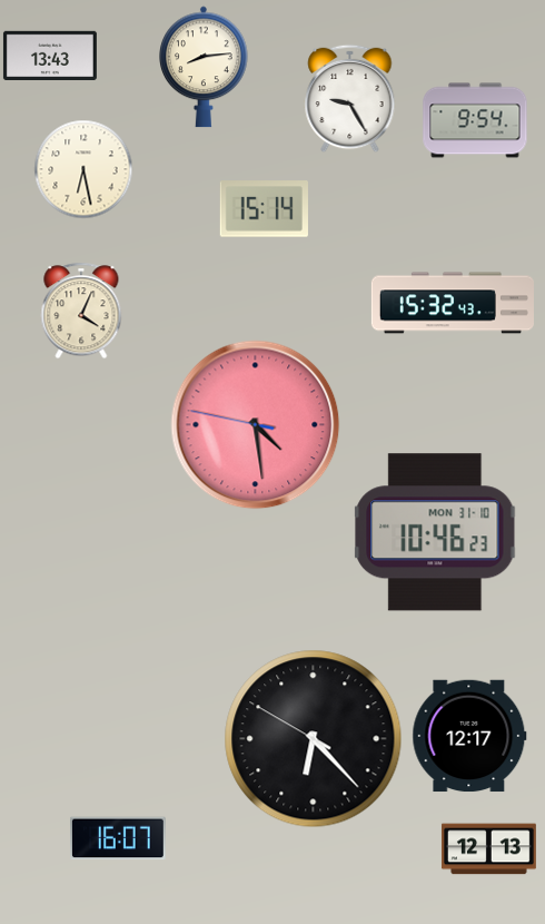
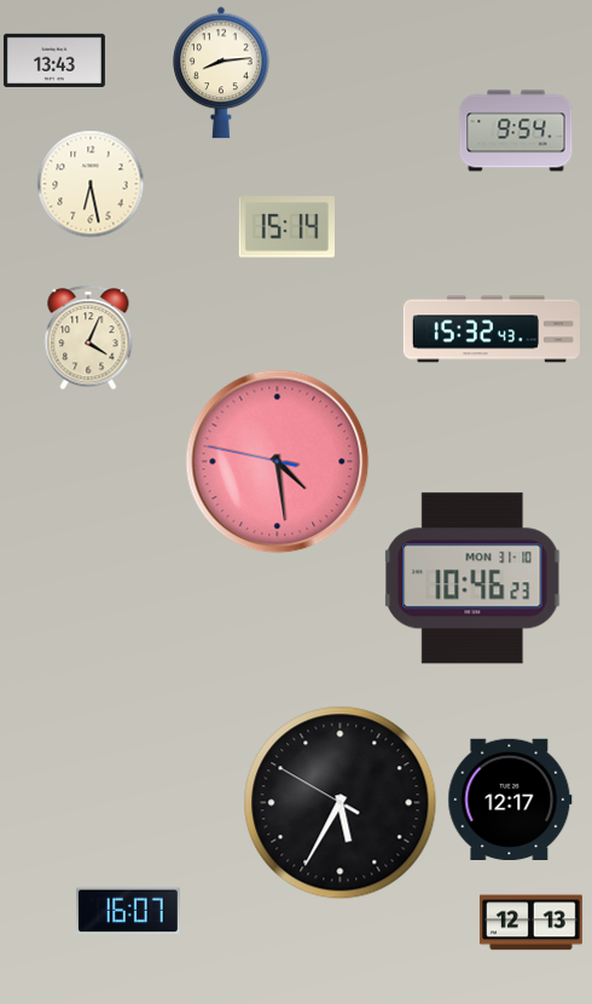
clock at (350, 99): 9:25 -> none
clock at (314, 739): 6:22 -> 5:34
